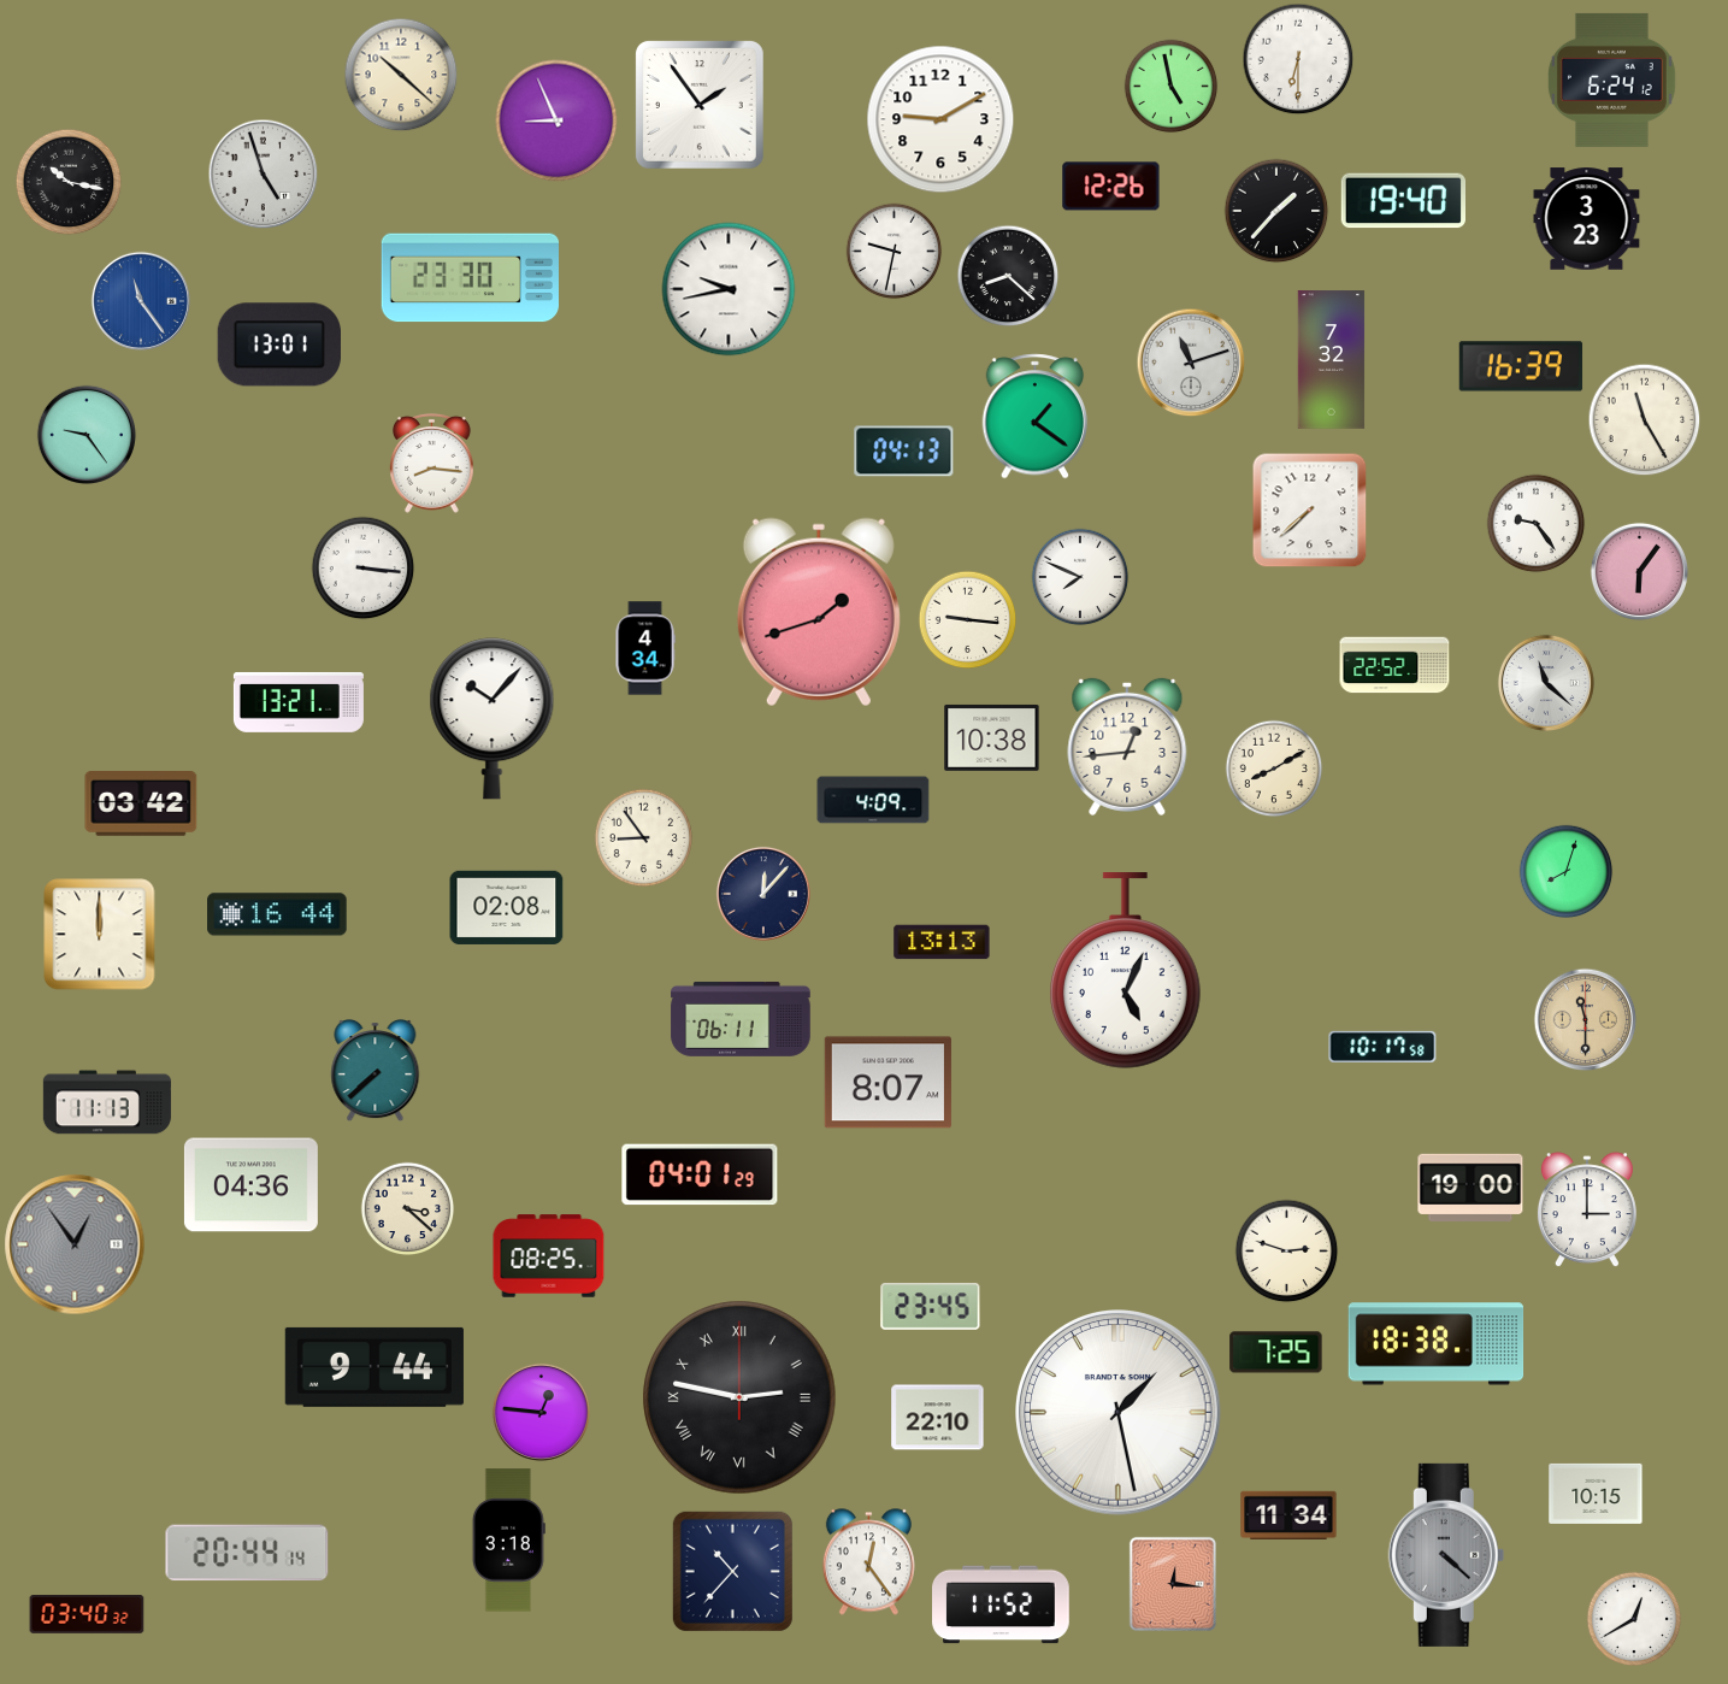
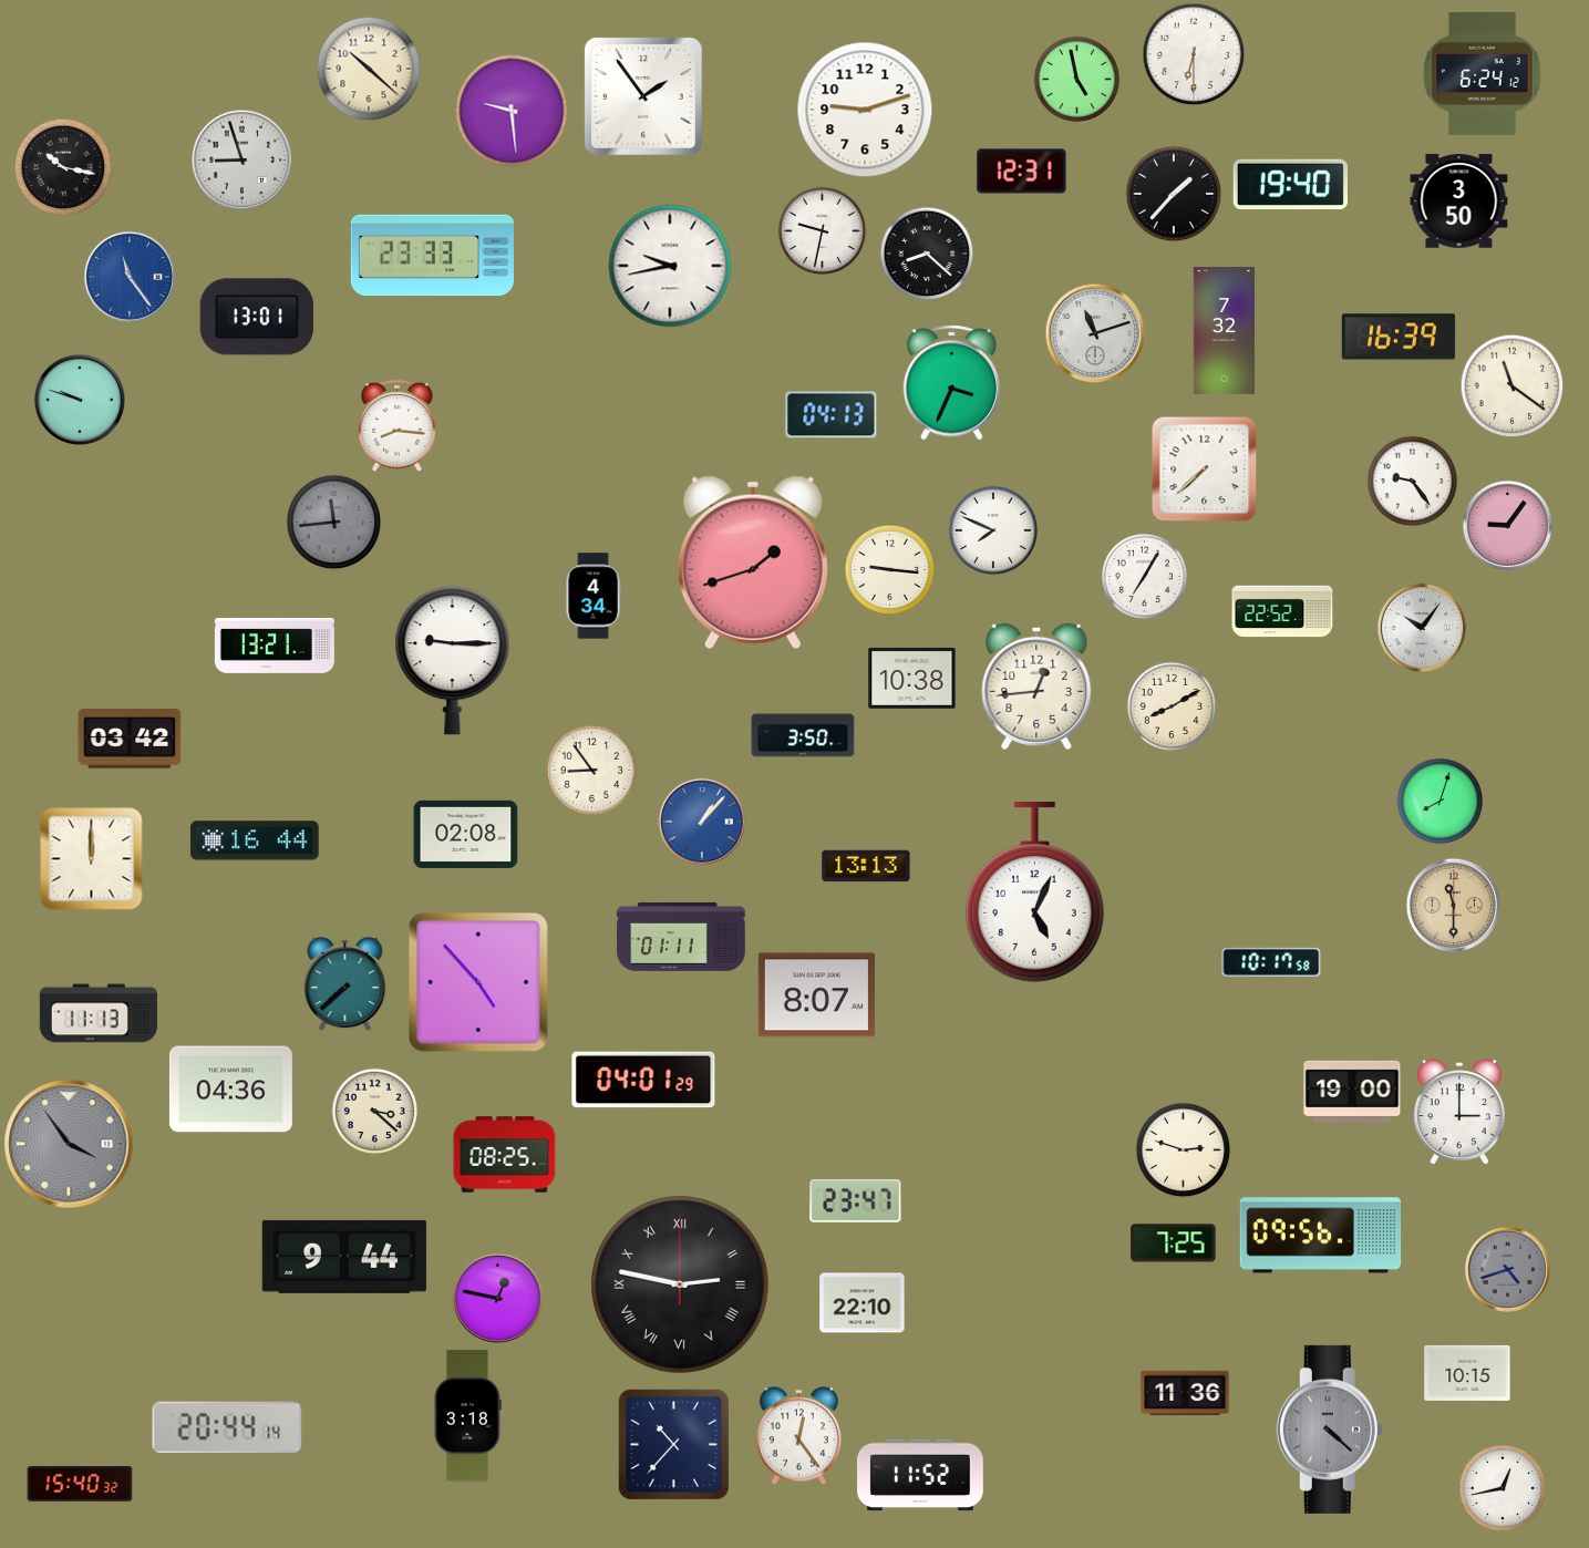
clock at (940, 119): 9:10 -> 9:12
clock at (556, 120): 8:56 -> 9:29
clock at (263, 173): 4:57 -> 8:57
clock at (1111, 187): 12:26 -> 12:31
clock at (1587, 219): 3:23 -> 3:50
clock at (470, 278): 23:30 -> 23:33
clock at (1036, 417): 1:21 -> 3:34
clock at (1644, 419): 11:25 -> 11:21
clock at (87, 435): 9:24 -> 9:48
clock at (362, 567): 3:16 -> 11:44
clock at (362, 567) dial: white -> grey
clock at (1639, 571): 6:06 -> 9:06
clock at (1144, 576): none -> 7:05
clock at (1546, 683): 11:22 -> 10:06
clock at (493, 719): 10:07 -> 9:15
clock at (873, 800): 4:09 -> 3:50
clock at (763, 894): 12:07 -> 1:07
clock at (763, 894) dial: navy -> blue
clock at (741, 1019): 06:11 -> 01:11
clock at (1585, 1019) position: (1585, 1019) -> (1453, 905)
clock at (478, 982): none -> 4:53
clock at (75, 1244): 12:54 -> 3:54
clock at (931, 1307): 23:45 -> 23:47
clock at (1437, 1344): 18:38 -> 09:56
clock at (1507, 1269): none -> 4:42
clock at (541, 1412): 12:46 -> 12:47
clock at (1119, 1413): 1:28 -> none
clock at (1288, 1514): 11:34 -> 11:36
clock at (1173, 1584): 12:16 -> none
clock at (87, 1615): 03:40 -> 15:40
clock at (1634, 1619): 12:40 -> 12:43
